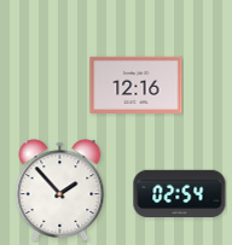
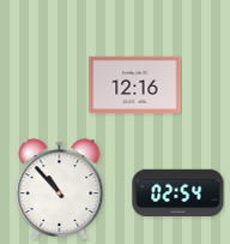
clock at (60, 191): 1:53 -> 10:53
